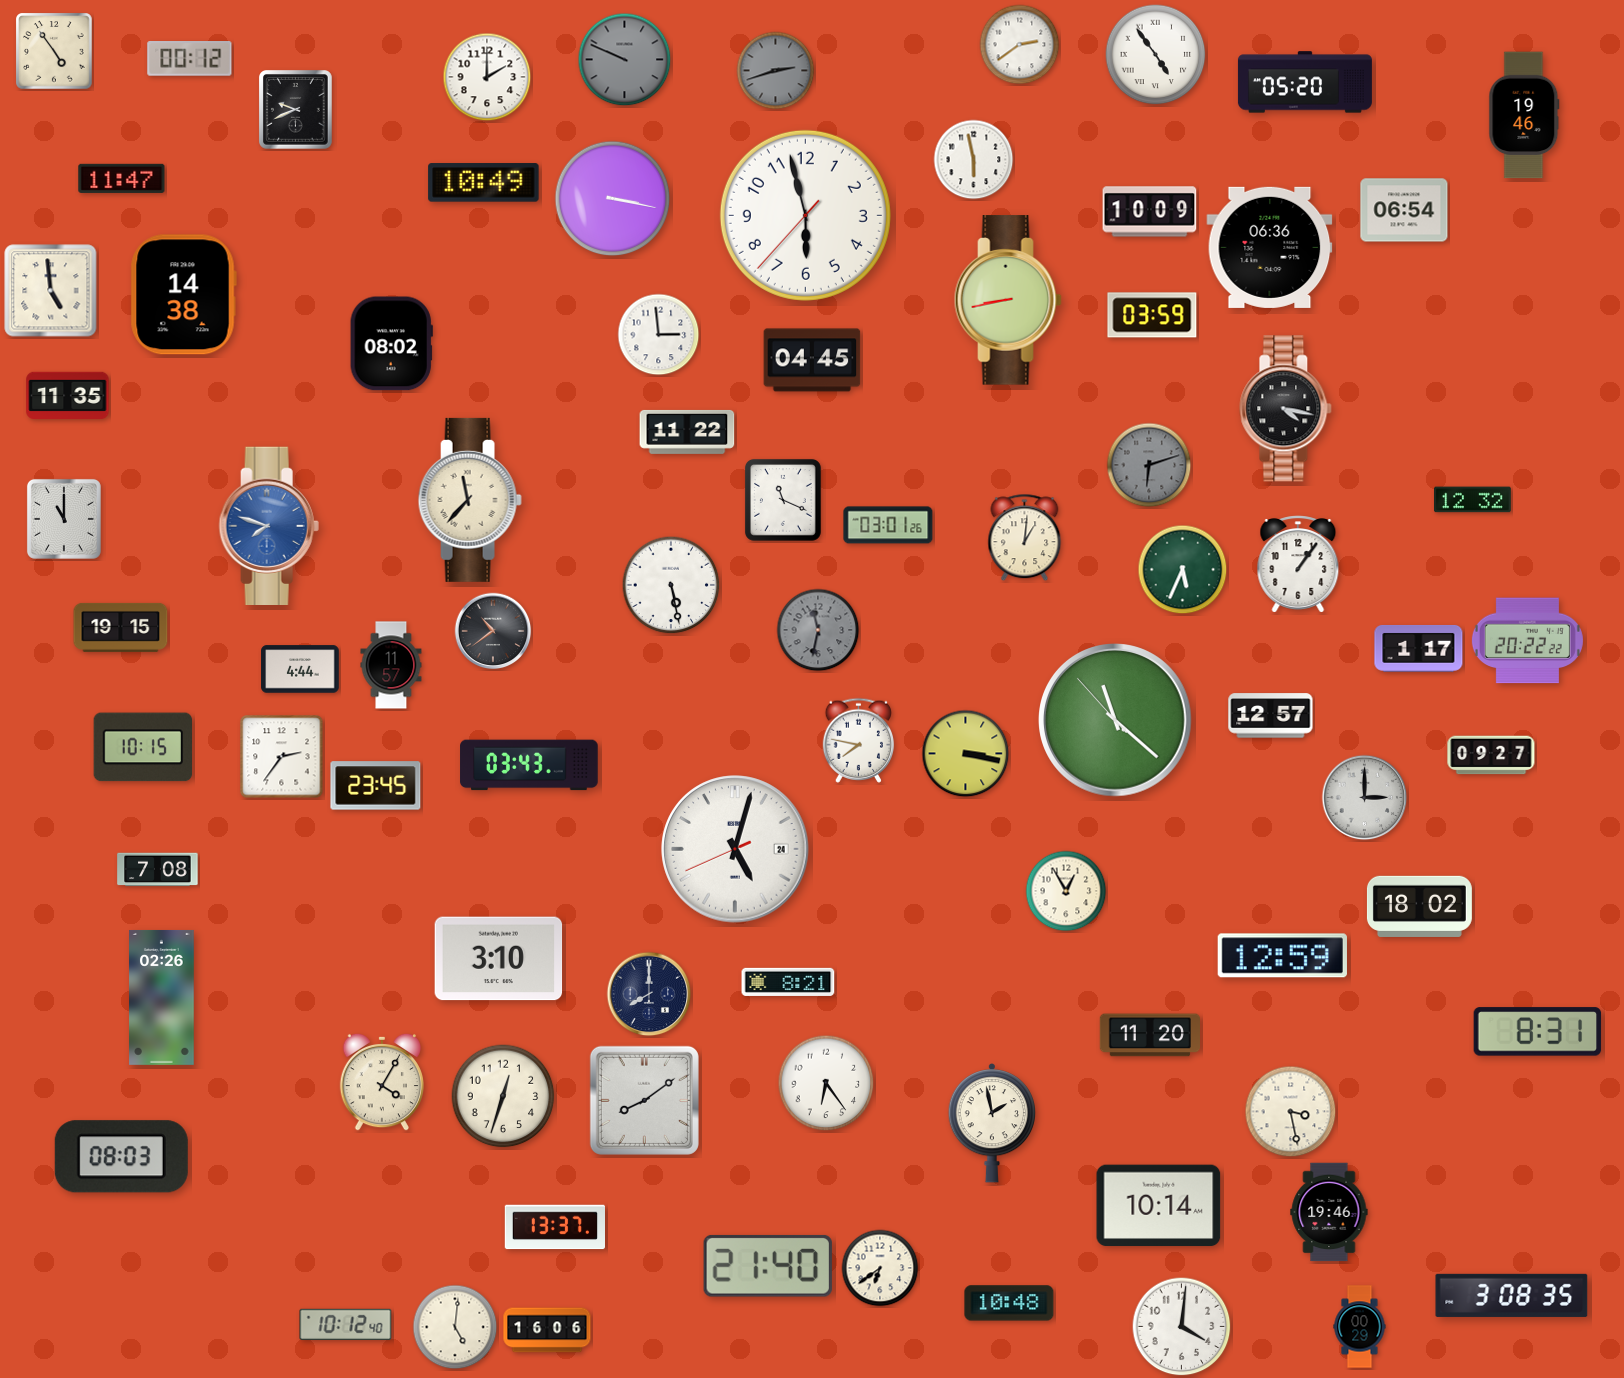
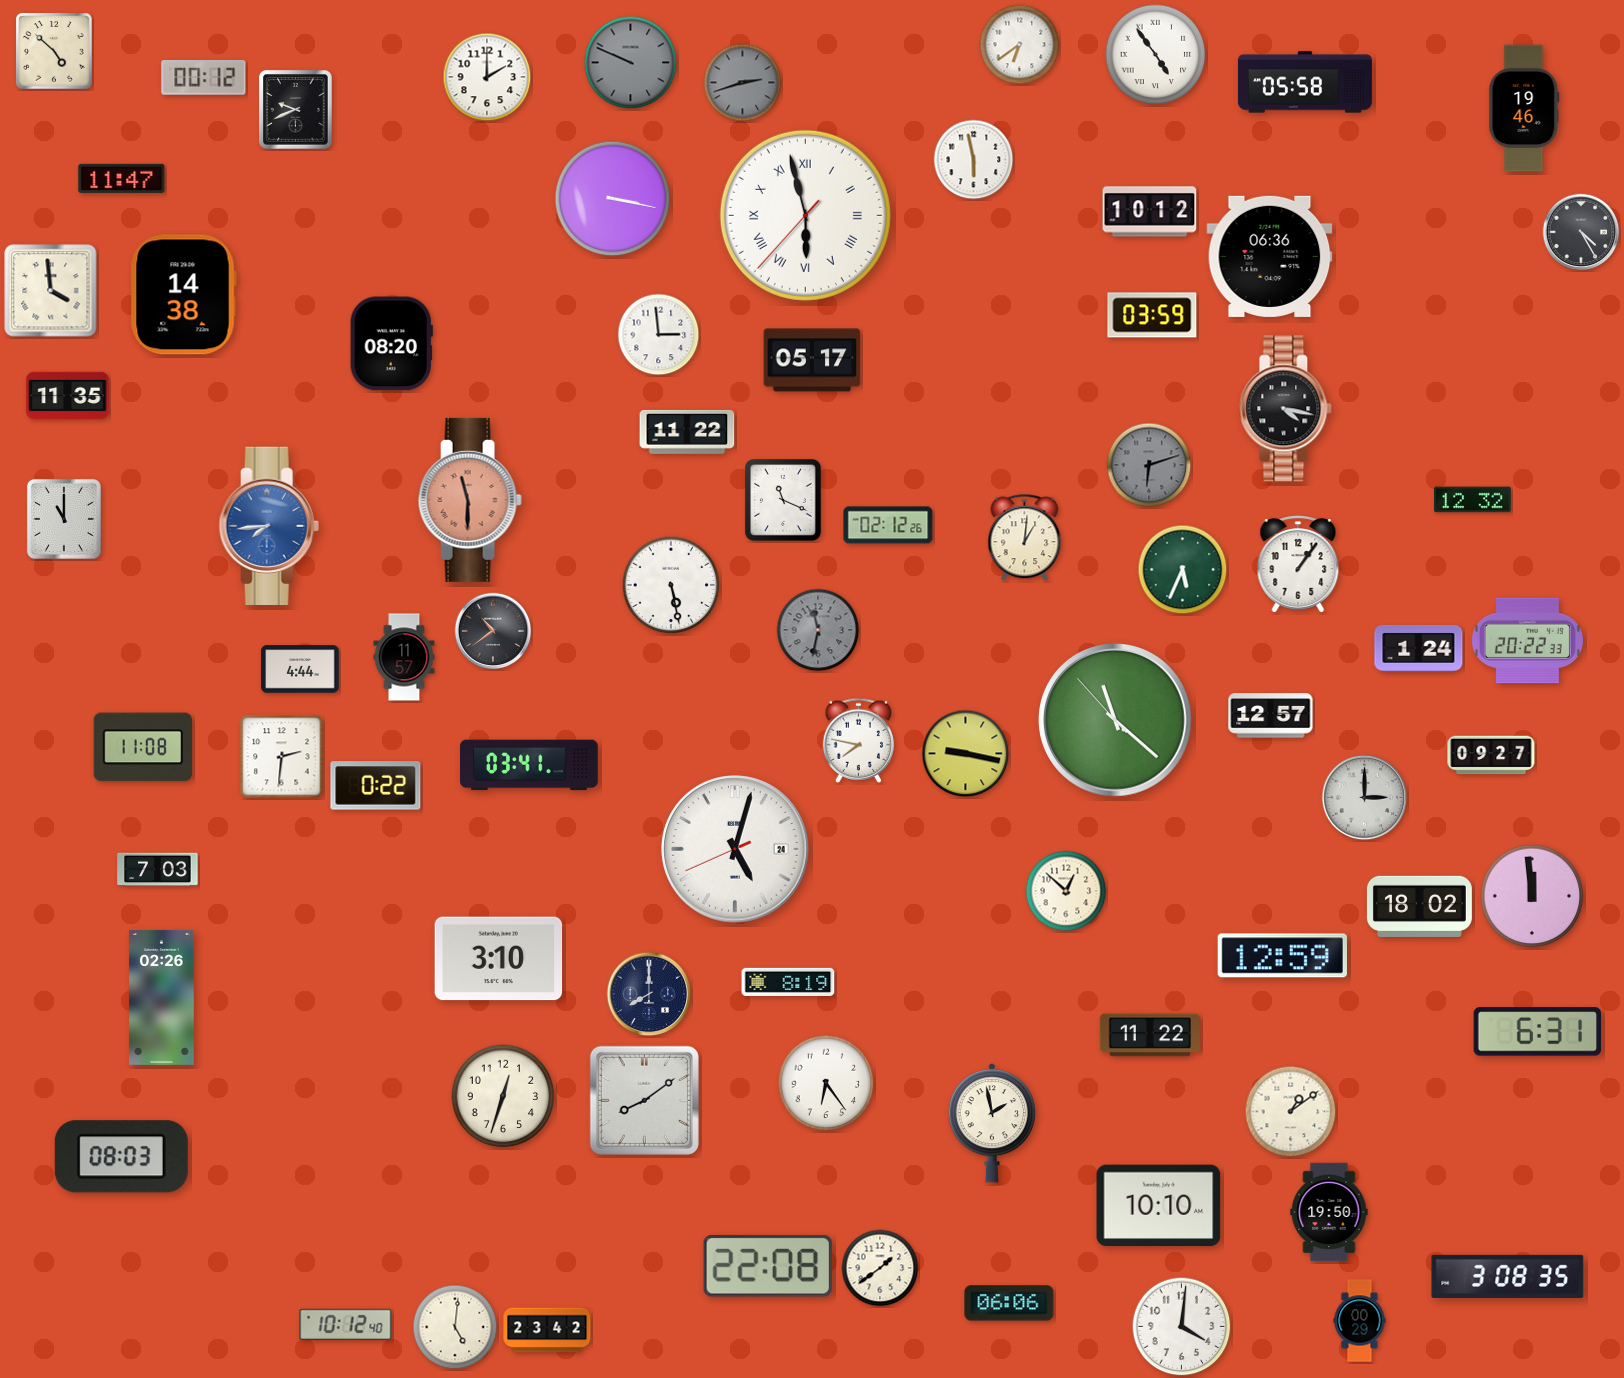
clock at (1020, 45): 2:39 -> 6:39
clock at (54, 51): 4:54 -> 4:52
clock at (190, 59) position: (190, 59) -> (204, 78)
clock at (625, 60) position: (625, 60) -> (631, 63)
clock at (776, 71) position: (776, 71) -> (743, 83)
clock at (1305, 82): 05:20 -> 05:58
clock at (1524, 115) position: (1524, 115) -> (1524, 108)
clock at (484, 183): 10:49 -> none
clock at (1404, 210): 06:54 -> none
clock at (1150, 212): 10:09 -> 10:12
clock at (805, 215) numerals: Arabic -> Roman
clock at (1581, 232): none -> 4:25
clock at (1270, 247) position: (1270, 247) -> (1270, 256)
clock at (51, 291): 4:59 -> 3:59
clock at (1008, 300): 8:43 -> none
clock at (391, 344): 08:02 -> 08:20
clock at (812, 360): 04:45 -> 05:17
clock at (470, 500): 11:37 -> 11:30
clock at (470, 500) dial: cream -> salmon
clock at (269, 525): 7:48 -> 7:44
clock at (888, 525): 03:01 -> 02:12
clock at (121, 627): 19:15 -> none
clock at (1527, 641): 20:22:22 -> 20:22:33
clock at (1419, 649): 1:17 -> 1:24
clock at (391, 665) position: (391, 665) -> (404, 657)
clock at (143, 747): 10:15 -> 11:08
clock at (966, 754): 3:17 -> 9:17
clock at (282, 757): 2:36 -> 2:31
clock at (529, 765): 03:43 -> 03:41
clock at (376, 786): 23:45 -> 0:22
clock at (158, 870): 7:08 -> 7:03
clock at (1066, 891): 12:55 -> 12:52
clock at (1532, 896): none -> 11:59
clock at (788, 982): 8:21 -> 8:19
clock at (1538, 1032): 8:31 -> 6:31
clock at (1149, 1035): 11:20 -> 11:22
clock at (381, 1082): 4:05 -> none
clock at (1291, 1112): 3:28 -> 1:09
clock at (1159, 1206): 10:14 -> 10:10
clock at (1329, 1212): 19:46 -> 19:50
clock at (555, 1227): 13:37 -> none
clock at (768, 1266): 21:40 -> 22:08
clock at (880, 1268): 6:39 -> 1:39
clock at (1512, 1295) position: (1512, 1295) -> (1508, 1276)
clock at (1009, 1303): 10:48 -> 06:06
clock at (1360, 1327) position: (1360, 1327) -> (1360, 1321)
clock at (547, 1330): 16:06 -> 23:42
